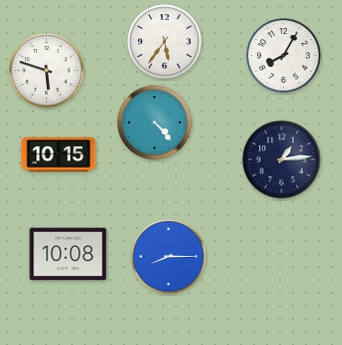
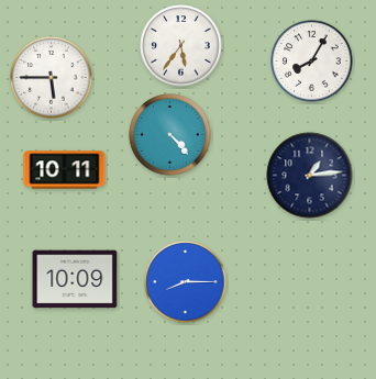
clock at (47, 71): 5:48 -> 5:45
clock at (59, 155): 10:15 -> 10:11
clock at (68, 254): 10:08 -> 10:09
